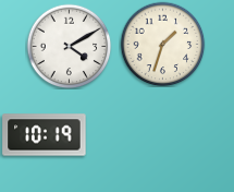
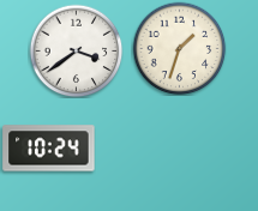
clock at (69, 46): 4:10 -> 3:39
clock at (45, 135): 10:19 -> 10:24
